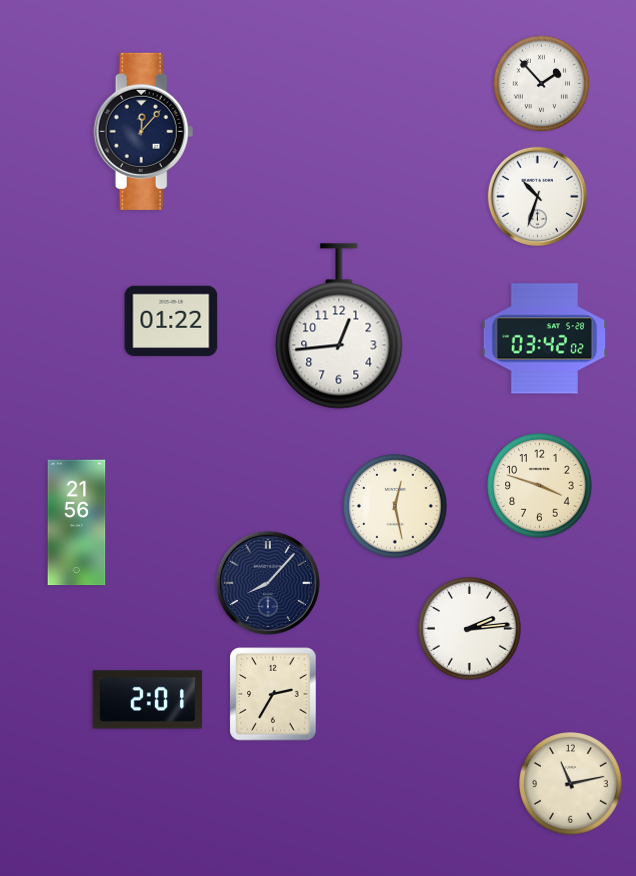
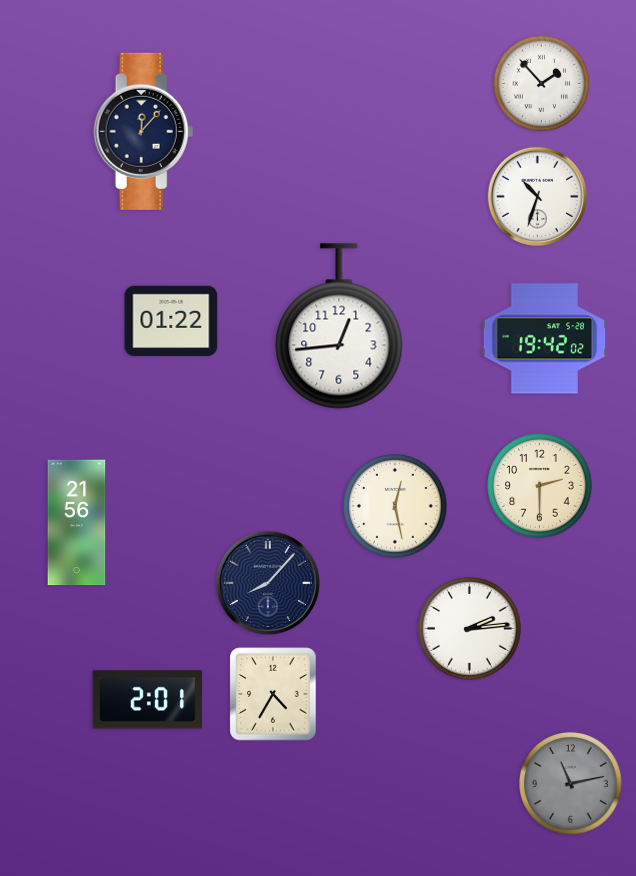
clock at (545, 339): 03:42 -> 19:42
clock at (540, 486): 3:48 -> 2:30
clock at (273, 694): 2:35 -> 4:35
clock at (571, 784) dial: cream -> grey
